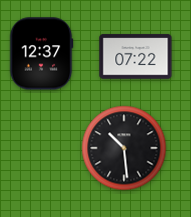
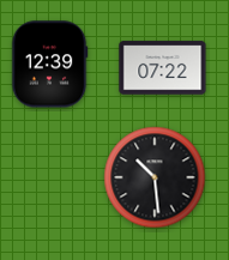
clock at (41, 54): 12:37 -> 12:39
clock at (124, 148) position: (124, 148) -> (155, 177)
